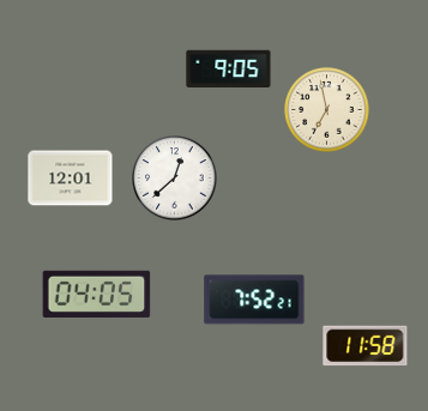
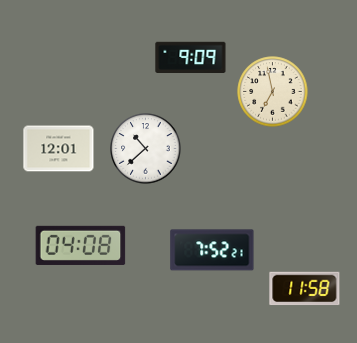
clock at (229, 68): 9:05 -> 9:09
clock at (175, 179): 12:38 -> 10:38
clock at (97, 294): 04:05 -> 04:08
